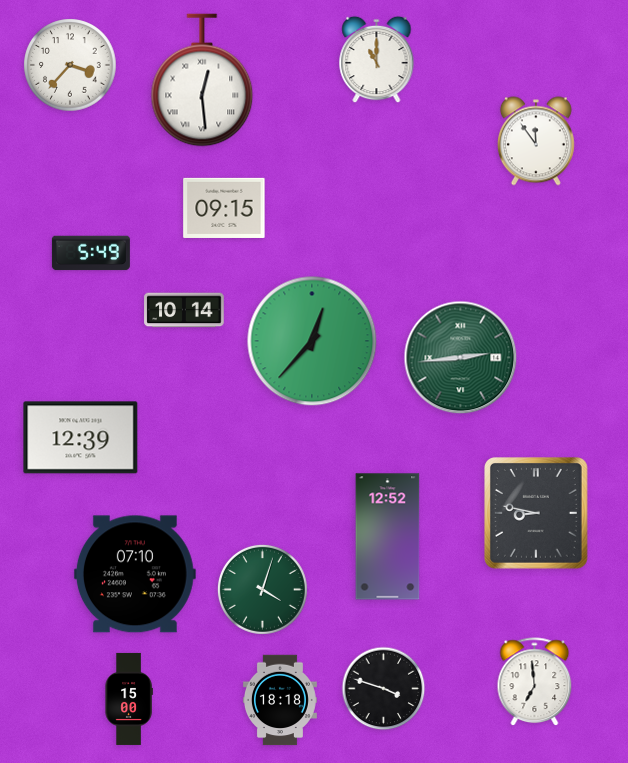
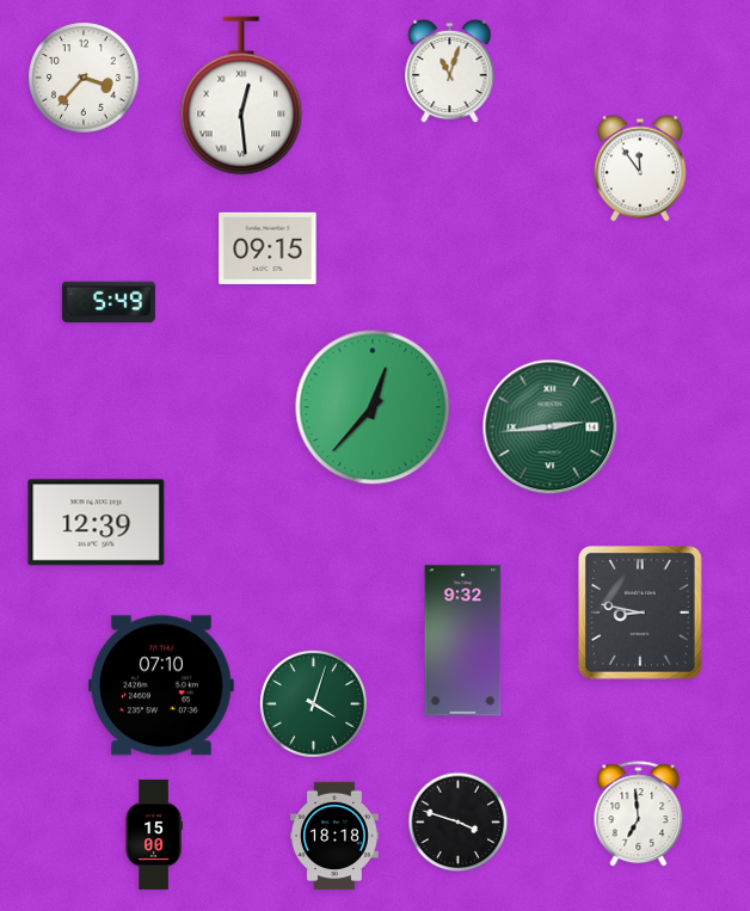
clock at (377, 60): 11:00 -> 11:03
clock at (184, 310): 10:14 -> none
clock at (388, 537): 12:52 -> 9:32
